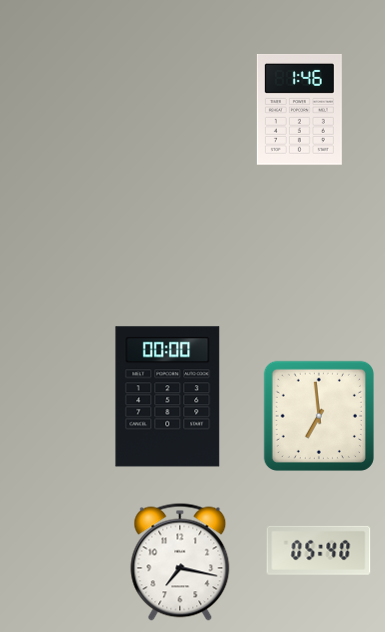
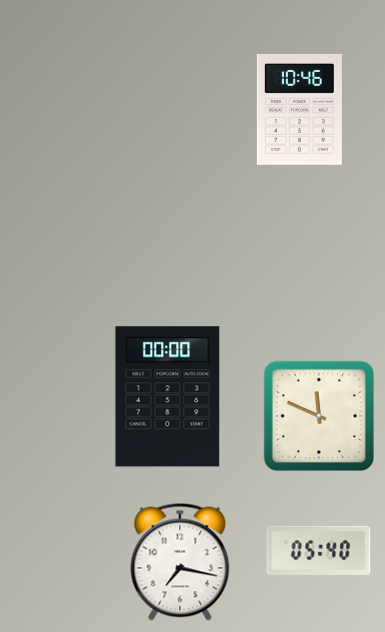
clock at (299, 110): 1:46 -> 10:46
clock at (319, 416): 6:59 -> 11:49
